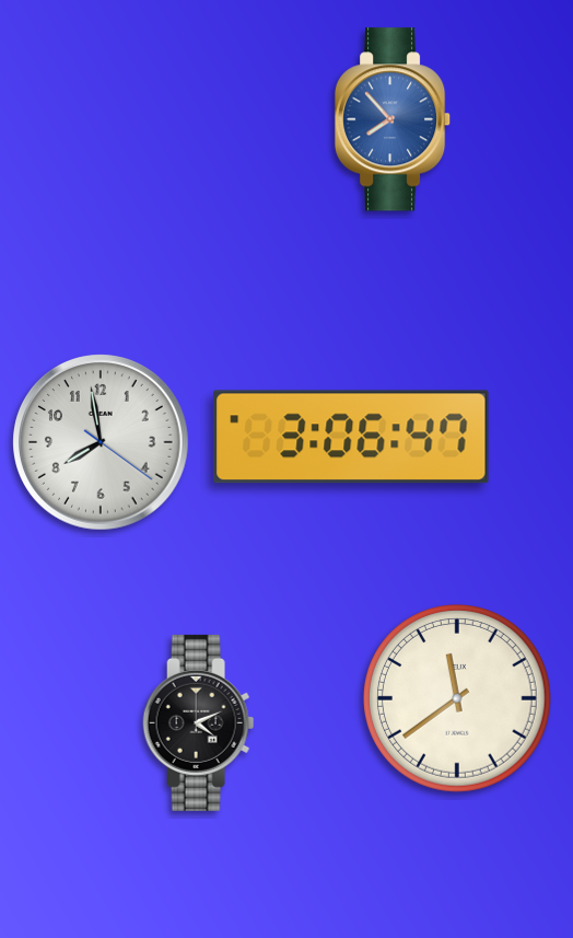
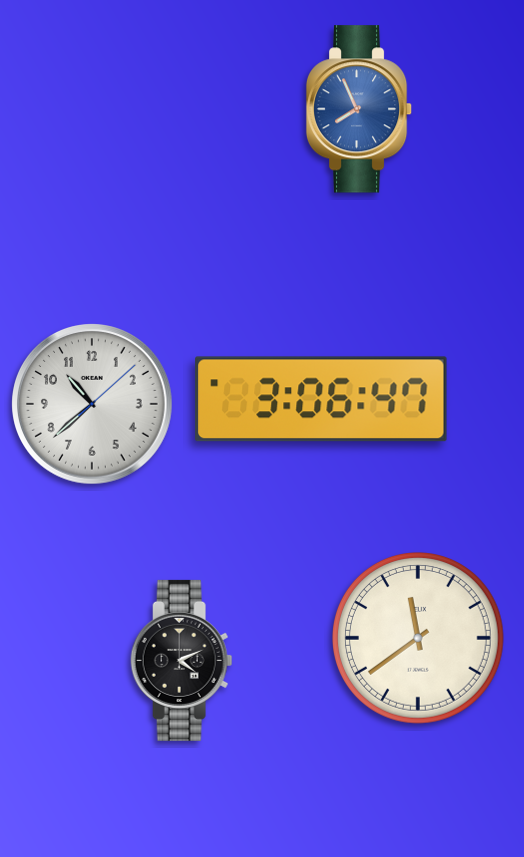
clock at (393, 119): 7:53 -> 7:56
clock at (101, 442): 7:58 -> 10:38
